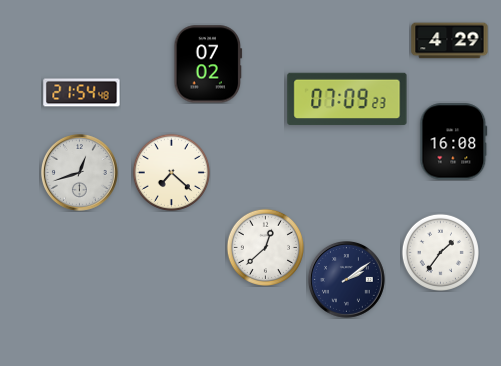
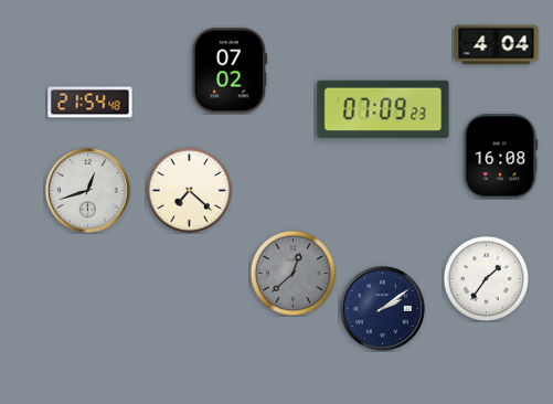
clock at (450, 41): 4:29 -> 4:04
clock at (265, 247) dial: white -> grey
